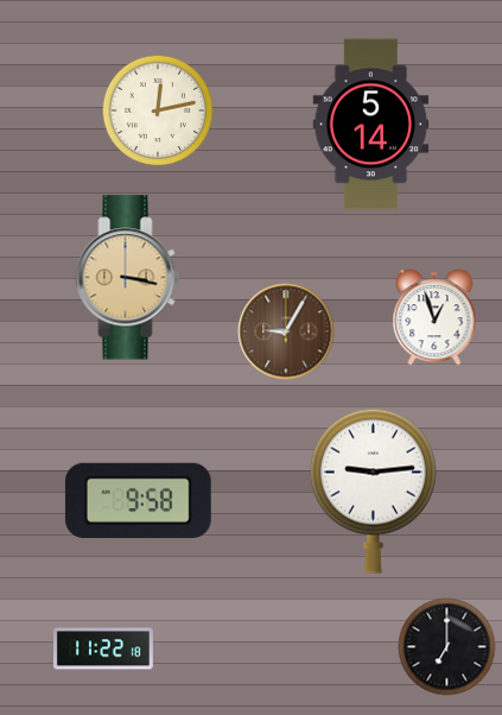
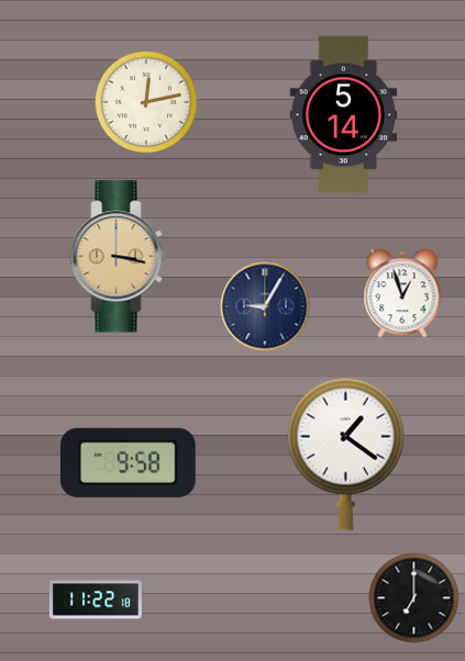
clock at (286, 331) dial: brown -> navy
clock at (373, 491): 9:14 -> 1:21
